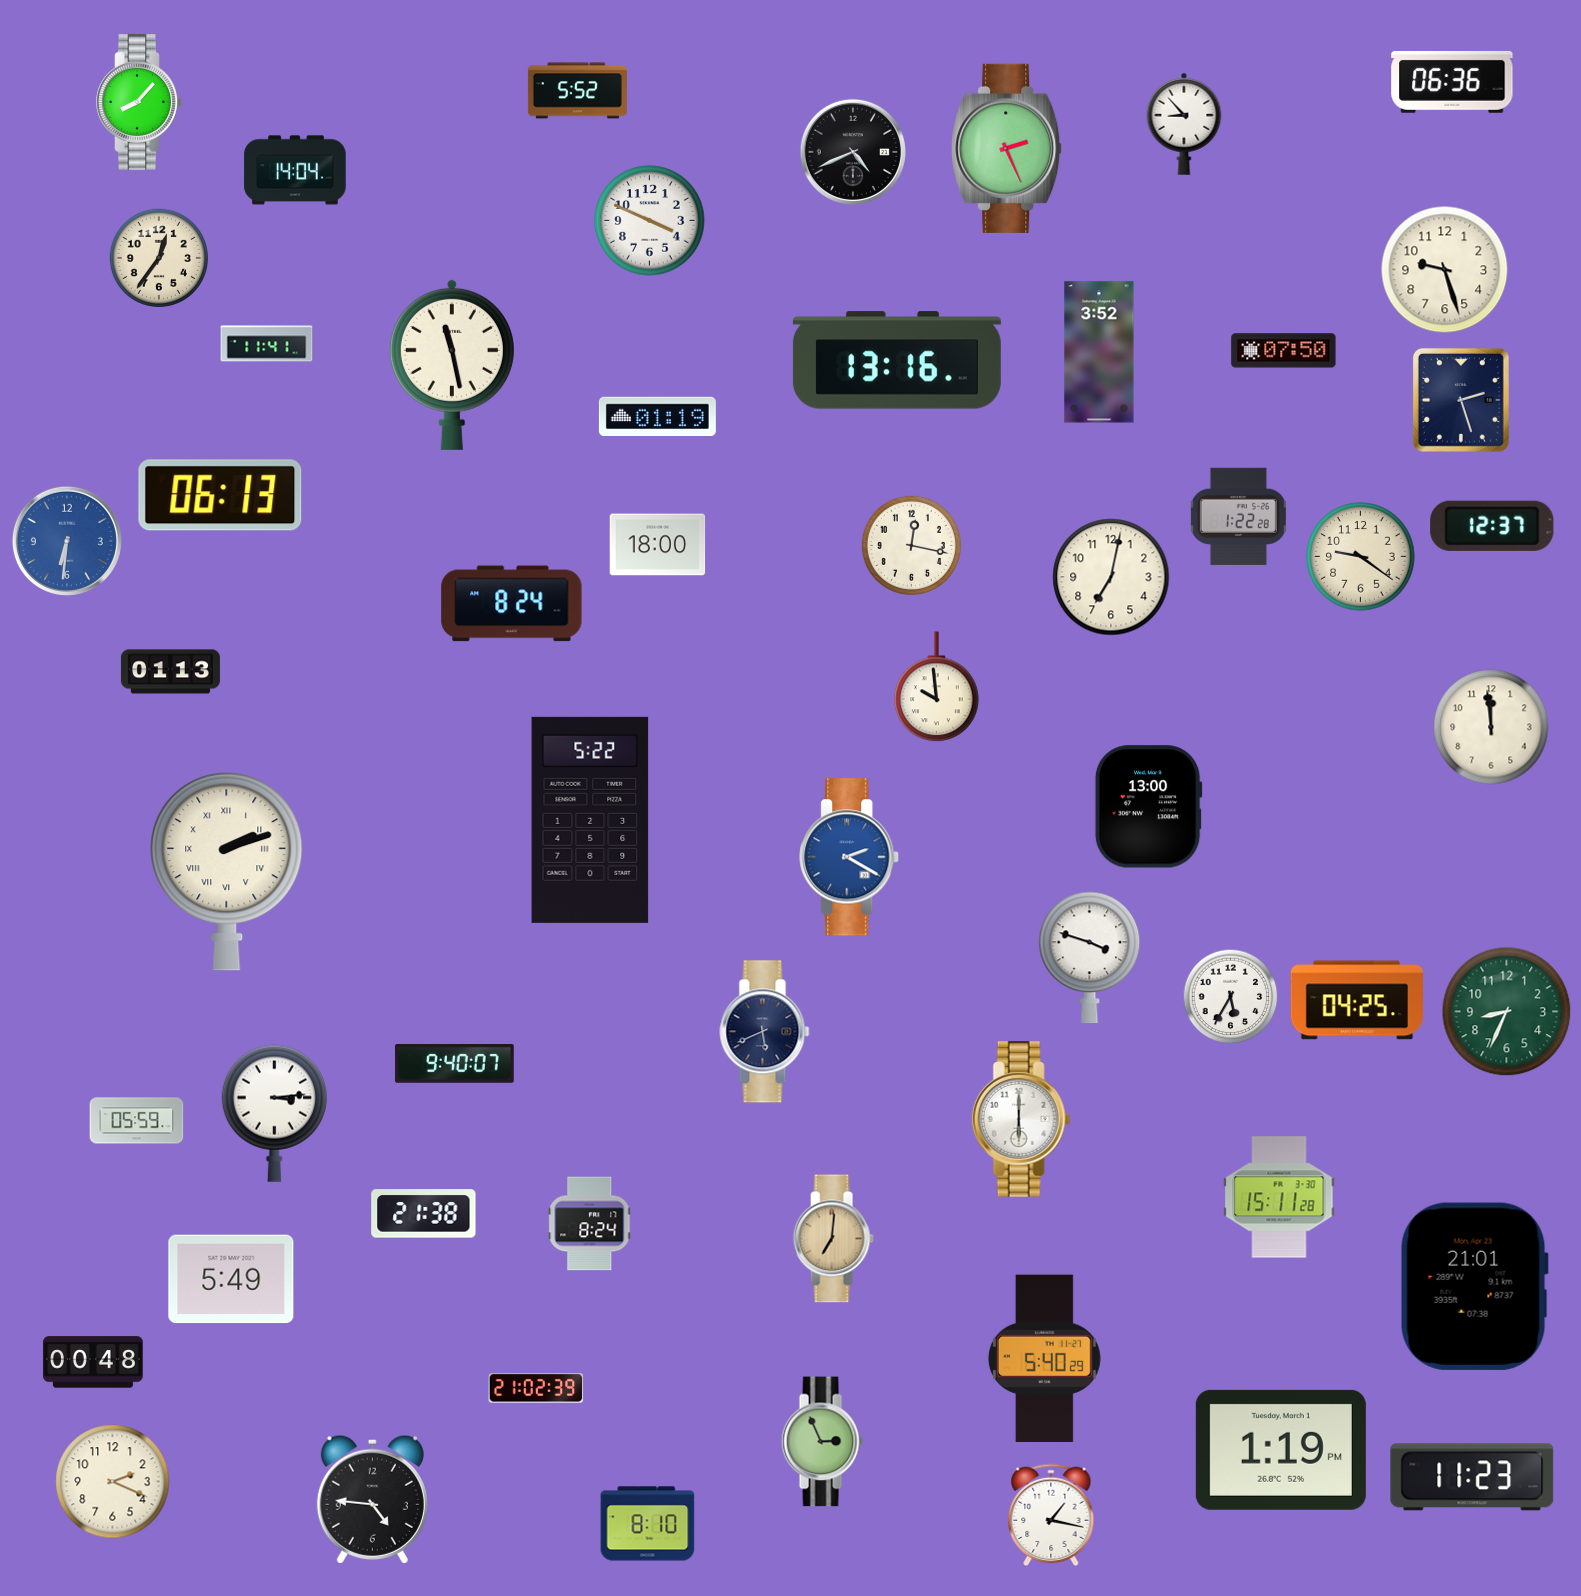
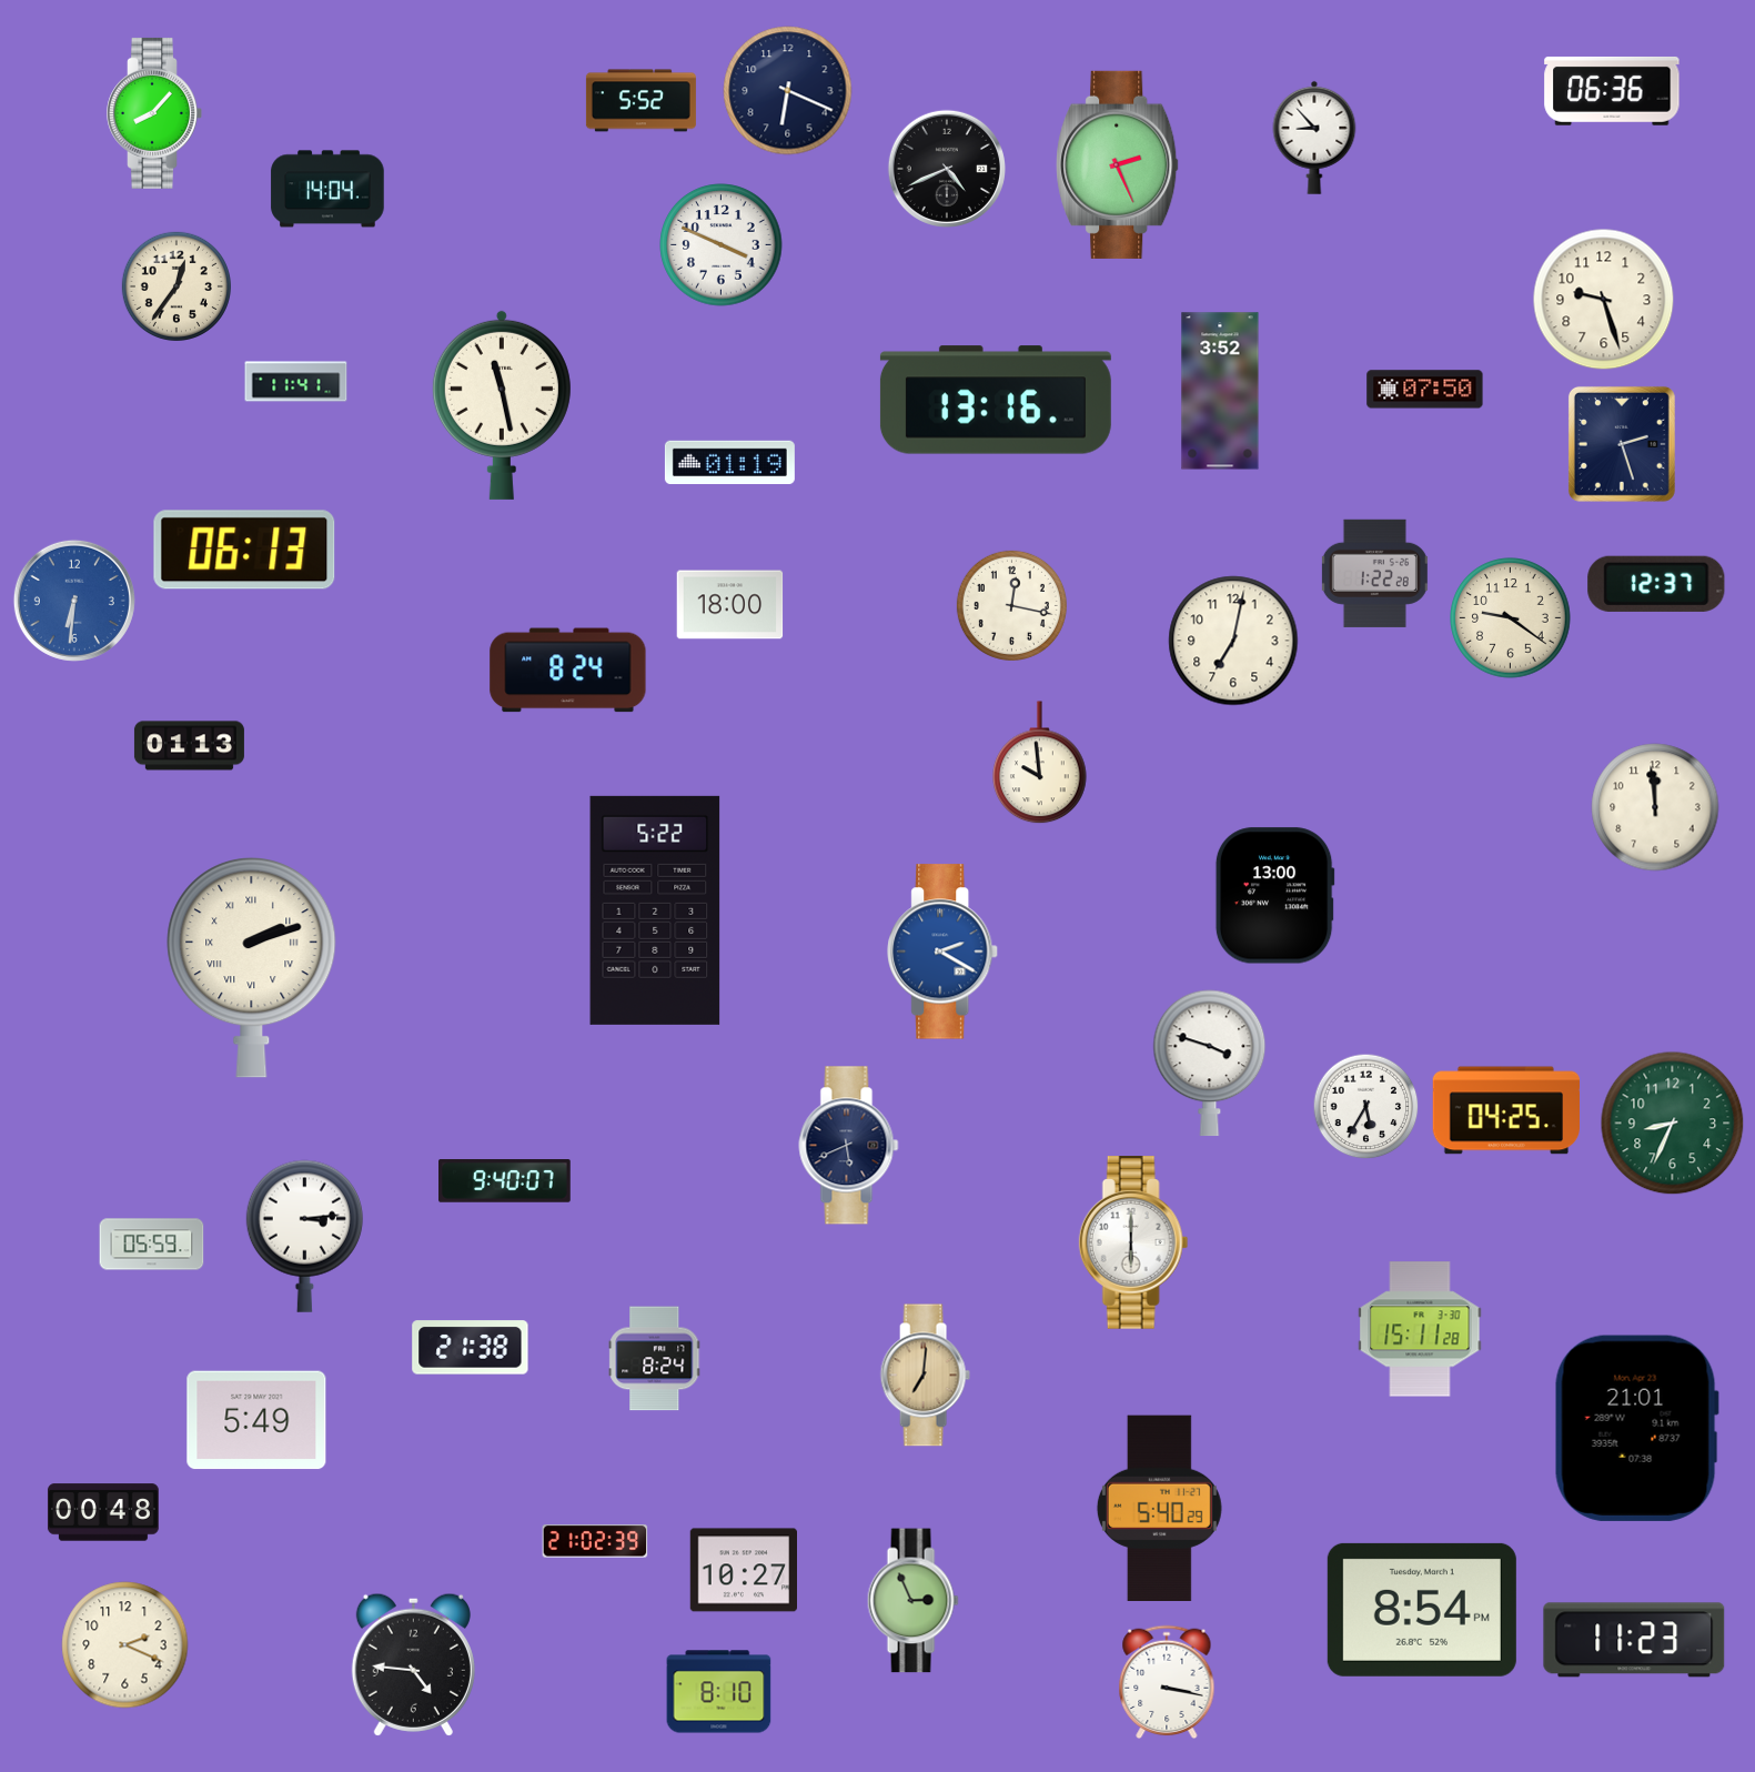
clock at (788, 91): none -> 6:19
clock at (743, 1570): none -> 10:27
clock at (1281, 1450): 1:19 -> 8:54
clock at (1051, 1515): 1:17 -> 3:17
